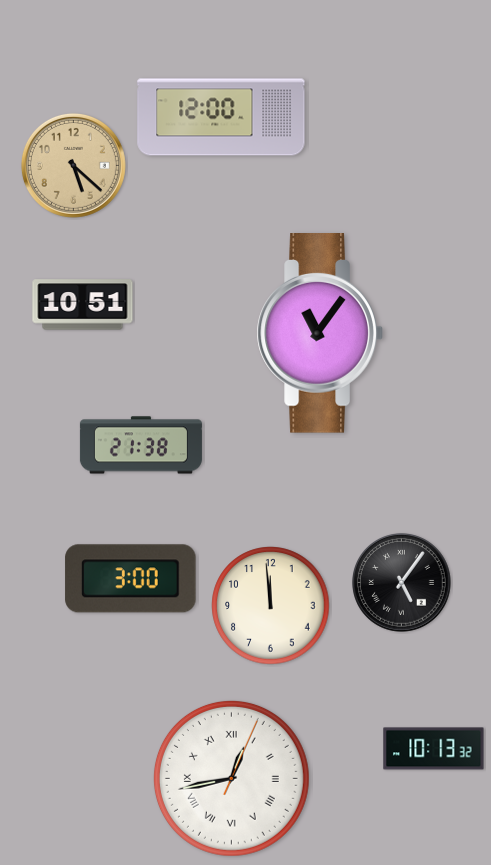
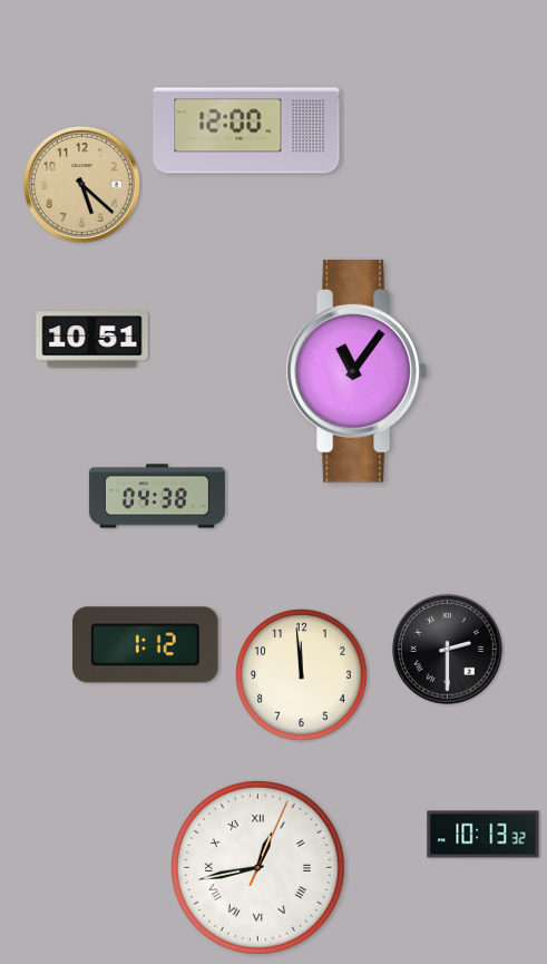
clock at (141, 445): 21:38 -> 04:38
clock at (131, 579): 3:00 -> 1:12
clock at (402, 583): 5:06 -> 2:30
